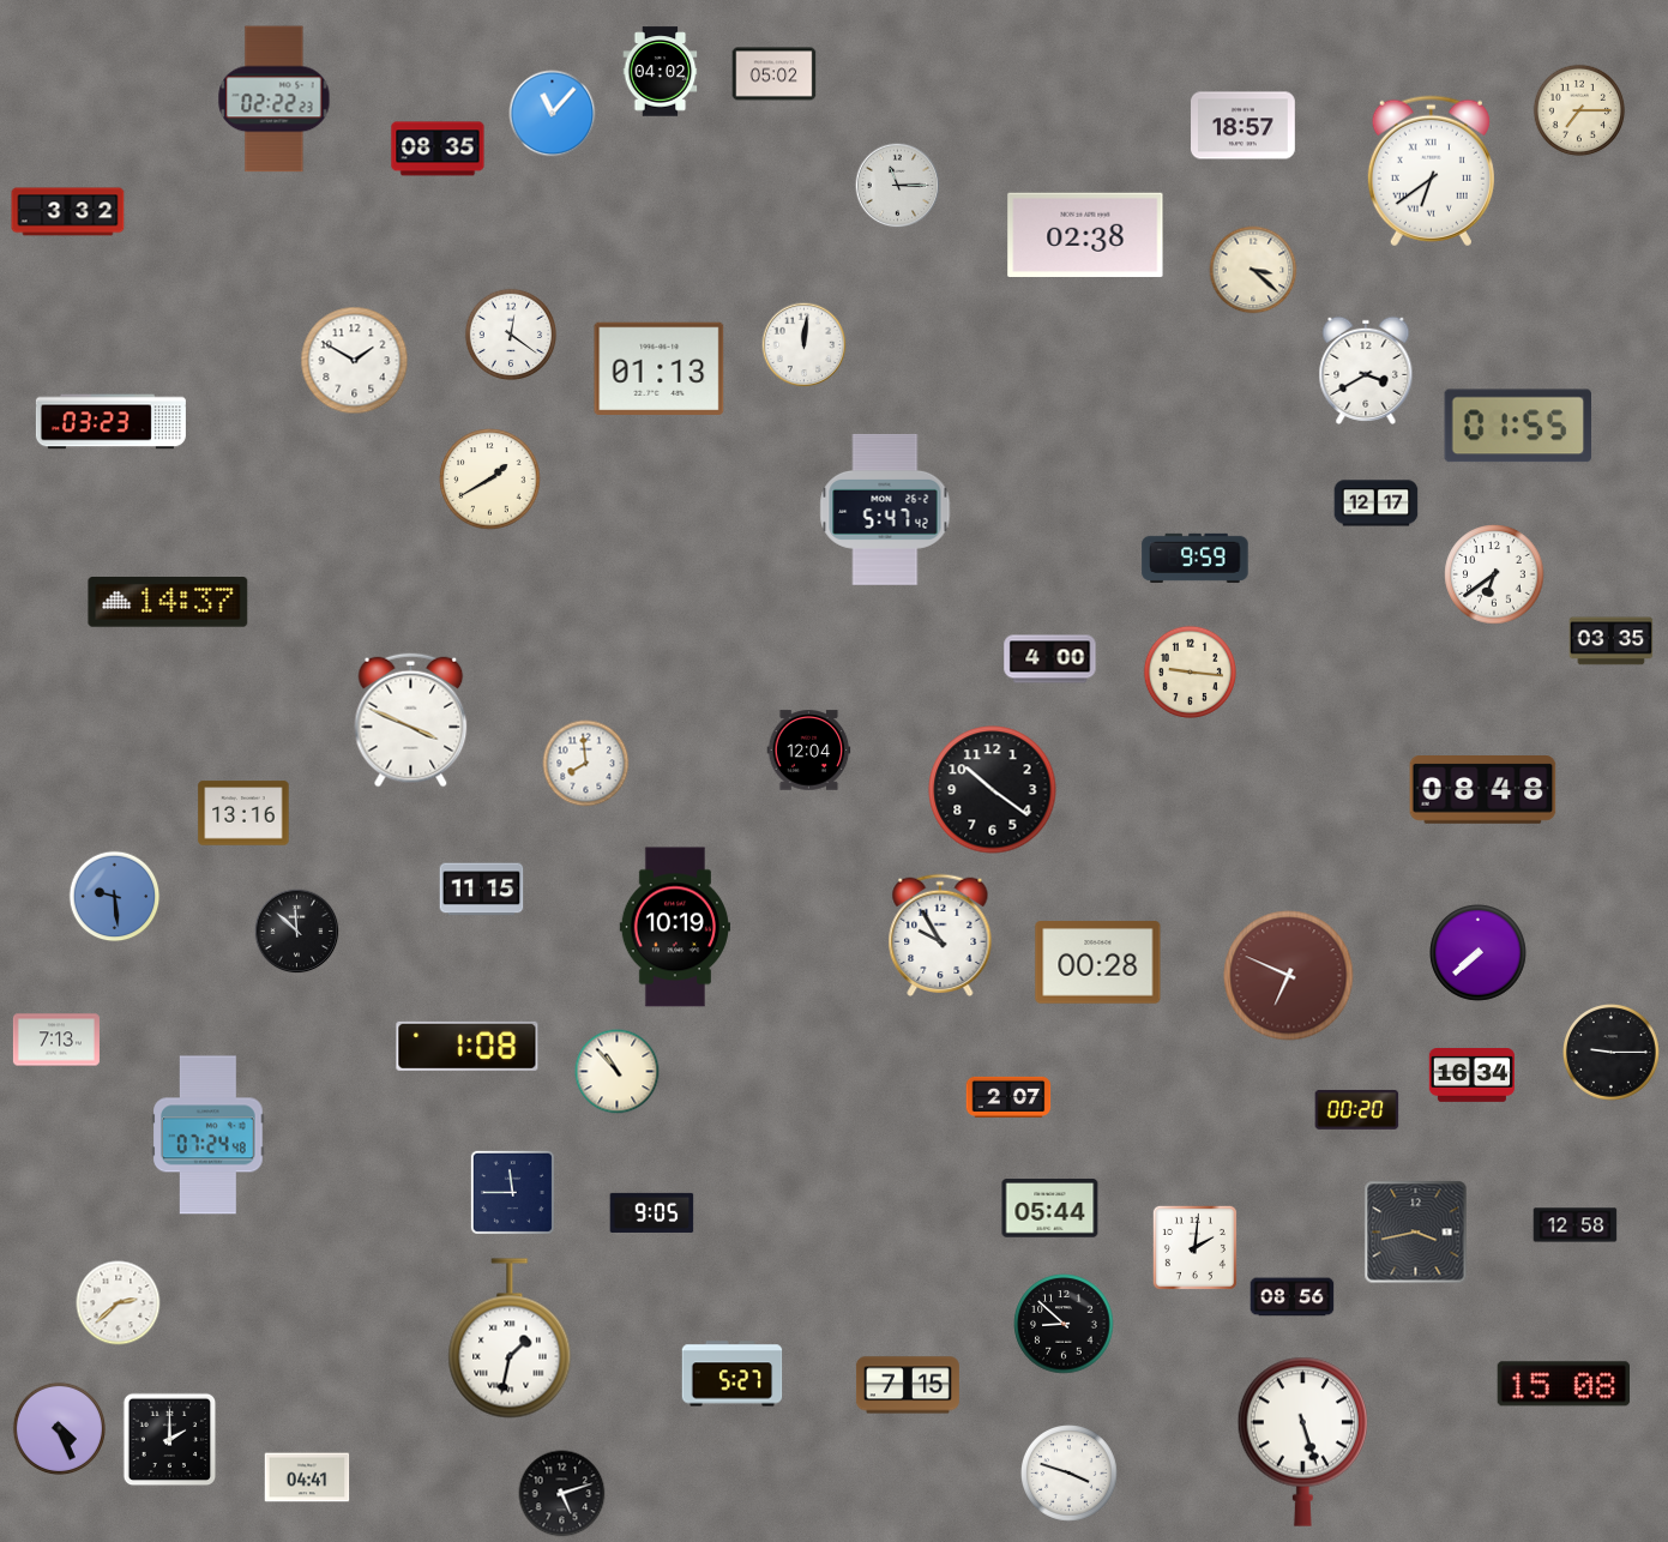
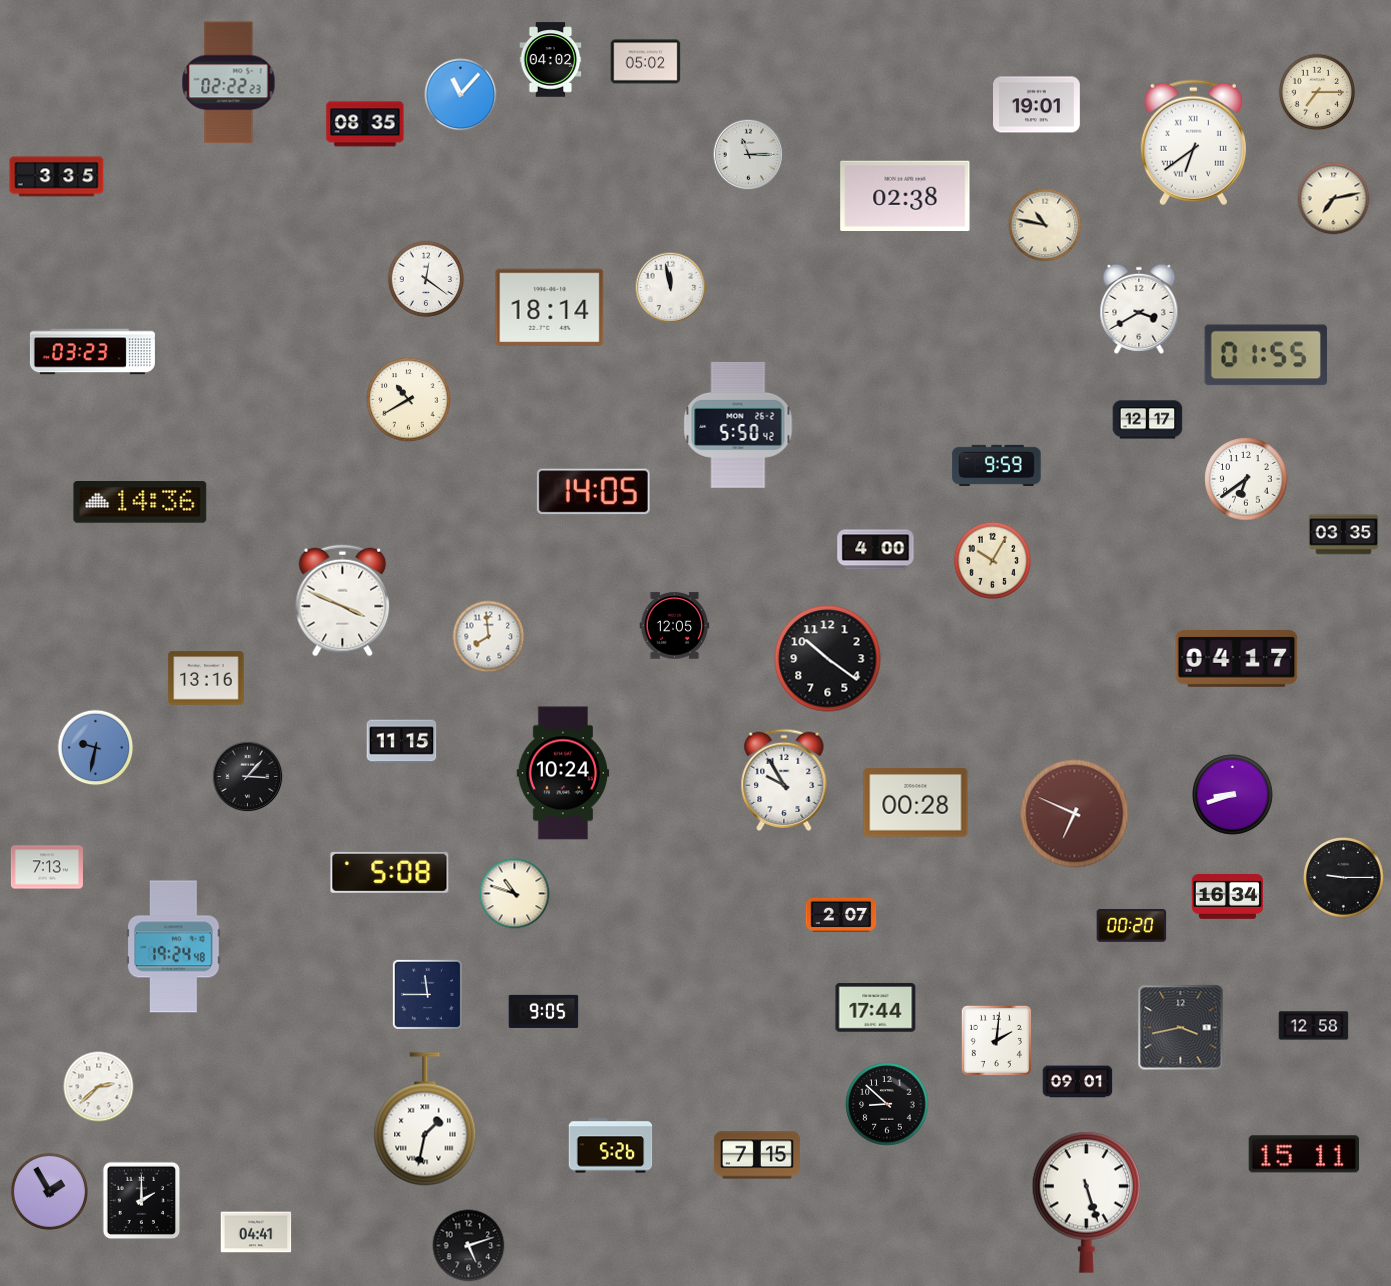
clock at (1244, 126): 18:57 -> 19:01
clock at (68, 212): 3:32 -> 3:35
clock at (1334, 199): none -> 7:13
clock at (1253, 270): 3:22 -> 10:47
clock at (805, 345): 12:01 -> 11:58
clock at (355, 361): 1:50 -> none
clock at (660, 368): 01:13 -> 18:14
clock at (490, 480): 1:40 -> 10:40
clock at (885, 510): 5:47 -> 5:50
clock at (593, 492): none -> 14:05
clock at (168, 603): 14:37 -> 14:36
clock at (1190, 671): 9:16 -> 10:05
clock at (809, 751): 12:04 -> 12:05
clock at (1483, 790): 08:48 -> 04:17
clock at (243, 813) position: (243, 813) -> (206, 678)
clock at (115, 897): 9:29 -> 9:32
clock at (674, 927): 10:19 -> 10:24
clock at (297, 932): 11:52 -> 3:07
clock at (1479, 953): 7:38 -> 8:42
clock at (468, 1046): 1:08 -> 5:08
clock at (618, 1072): 10:53 -> 10:48
clock at (209, 1136): 07:24 -> 19:24
clock at (1050, 1209): 05:44 -> 17:44
clock at (1576, 1225) position: (1576, 1225) -> (1314, 1026)
clock at (1293, 1297): 08:56 -> 09:01
clock at (510, 1338) position: (510, 1338) -> (425, 1119)
clock at (733, 1374): 5:27 -> 5:26
clock at (1564, 1384): 15:08 -> 15:11
clock at (59, 1428): 4:26 -> 1:55
clock at (1070, 1474): 3:48 -> none
